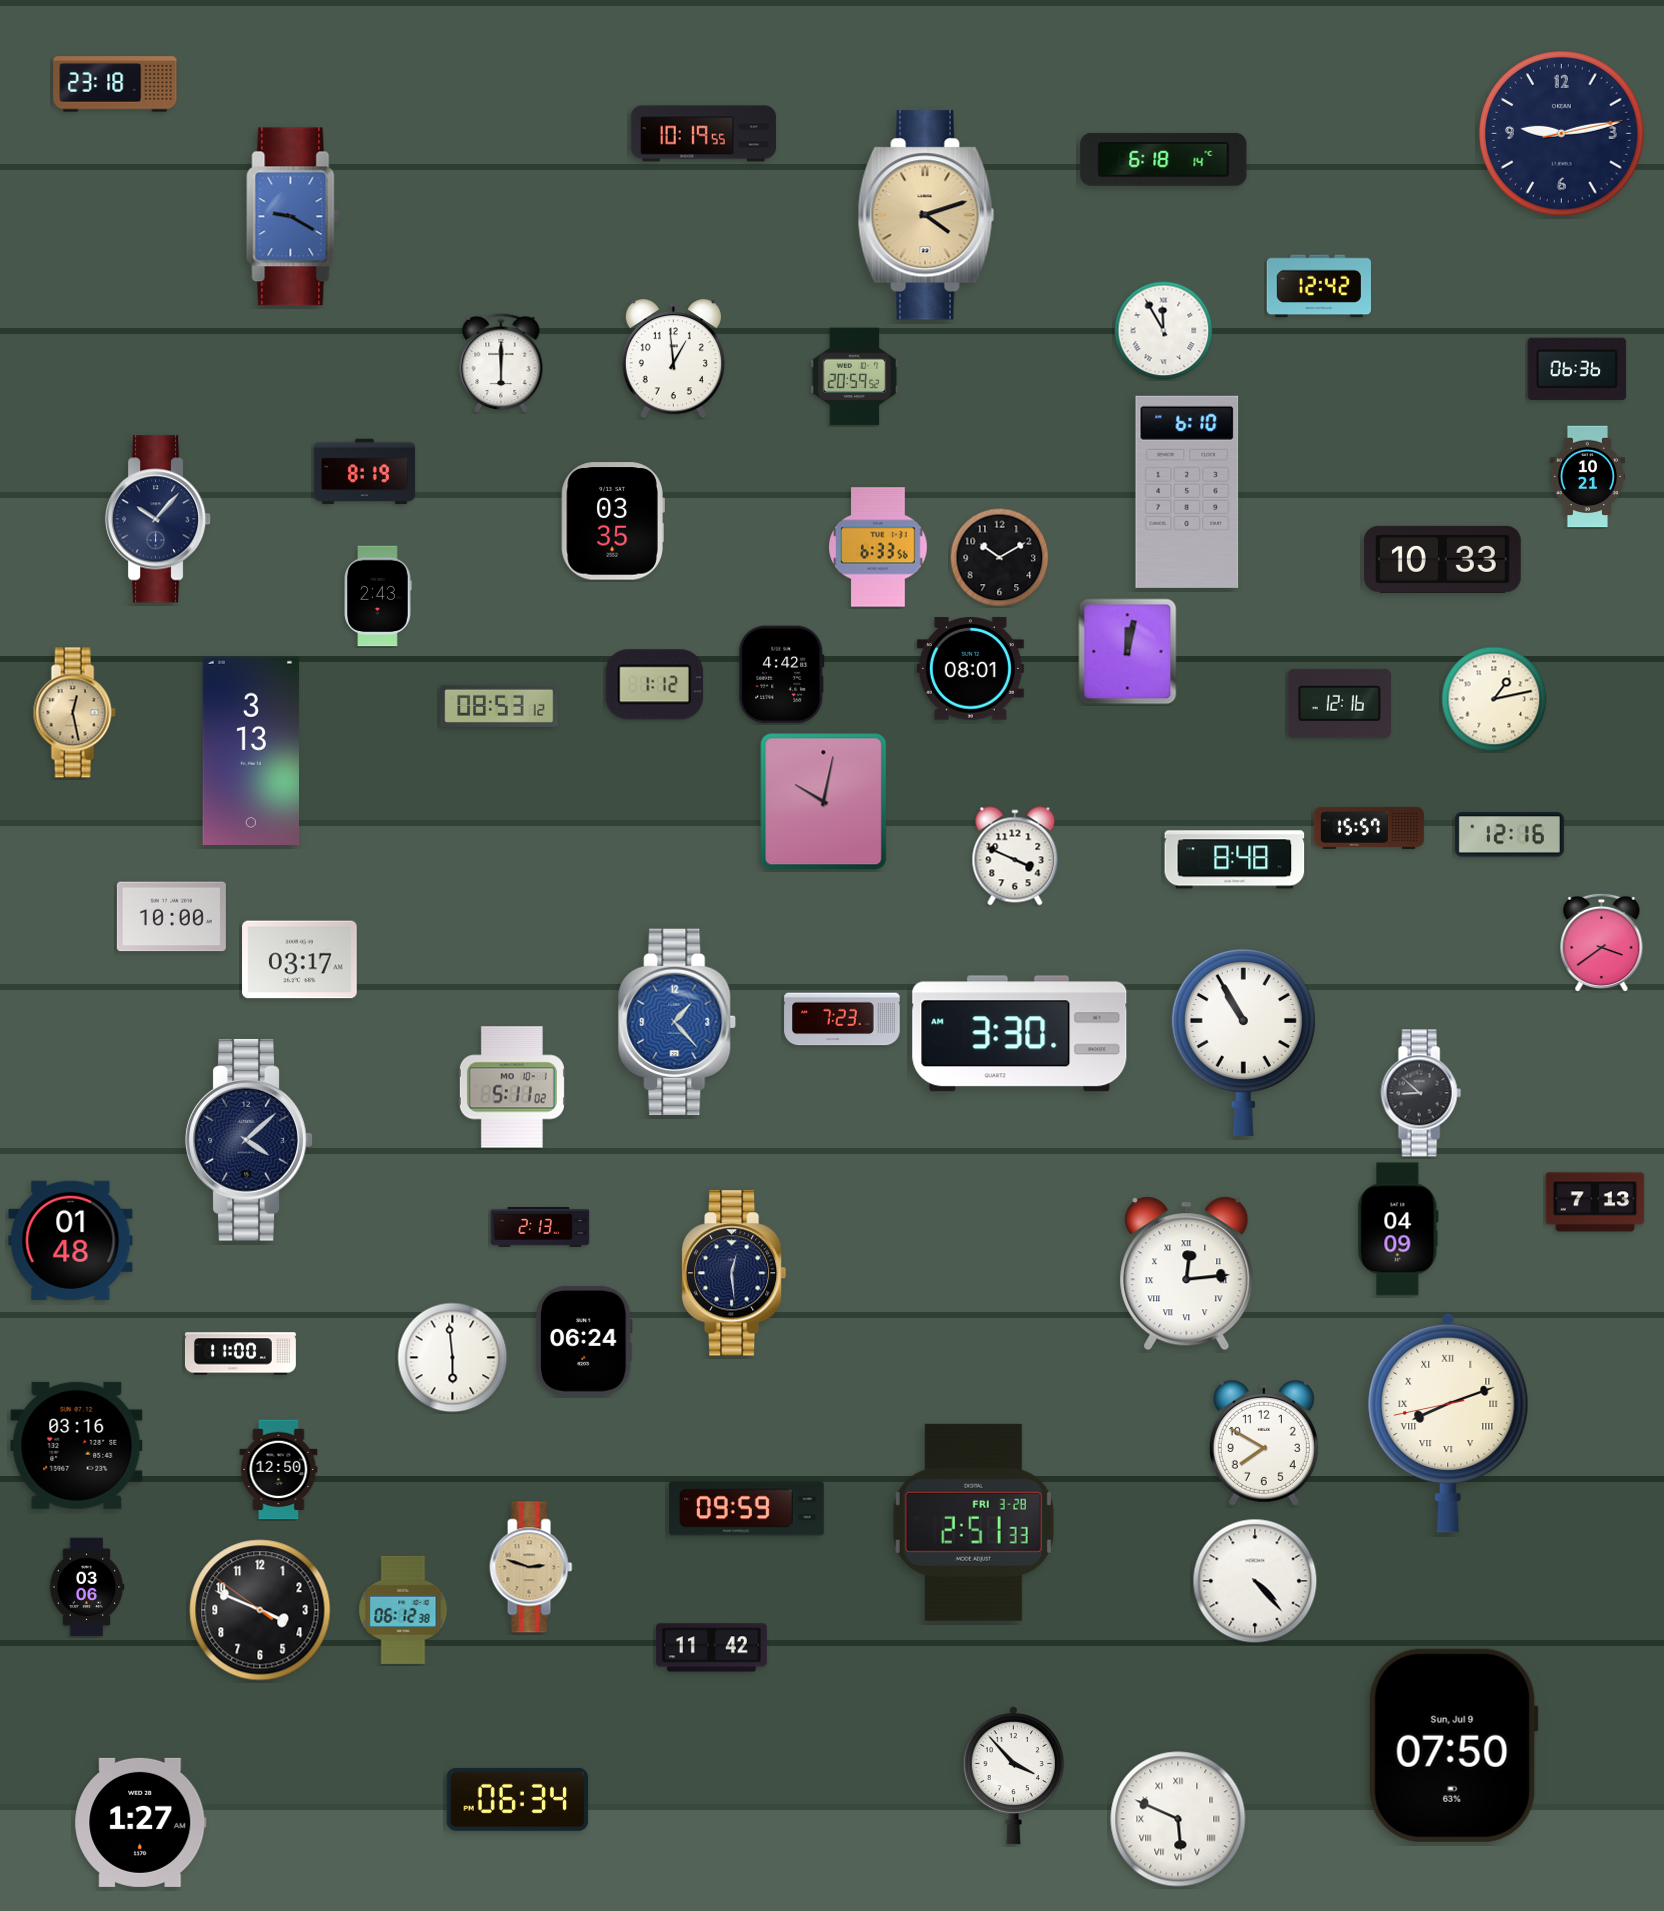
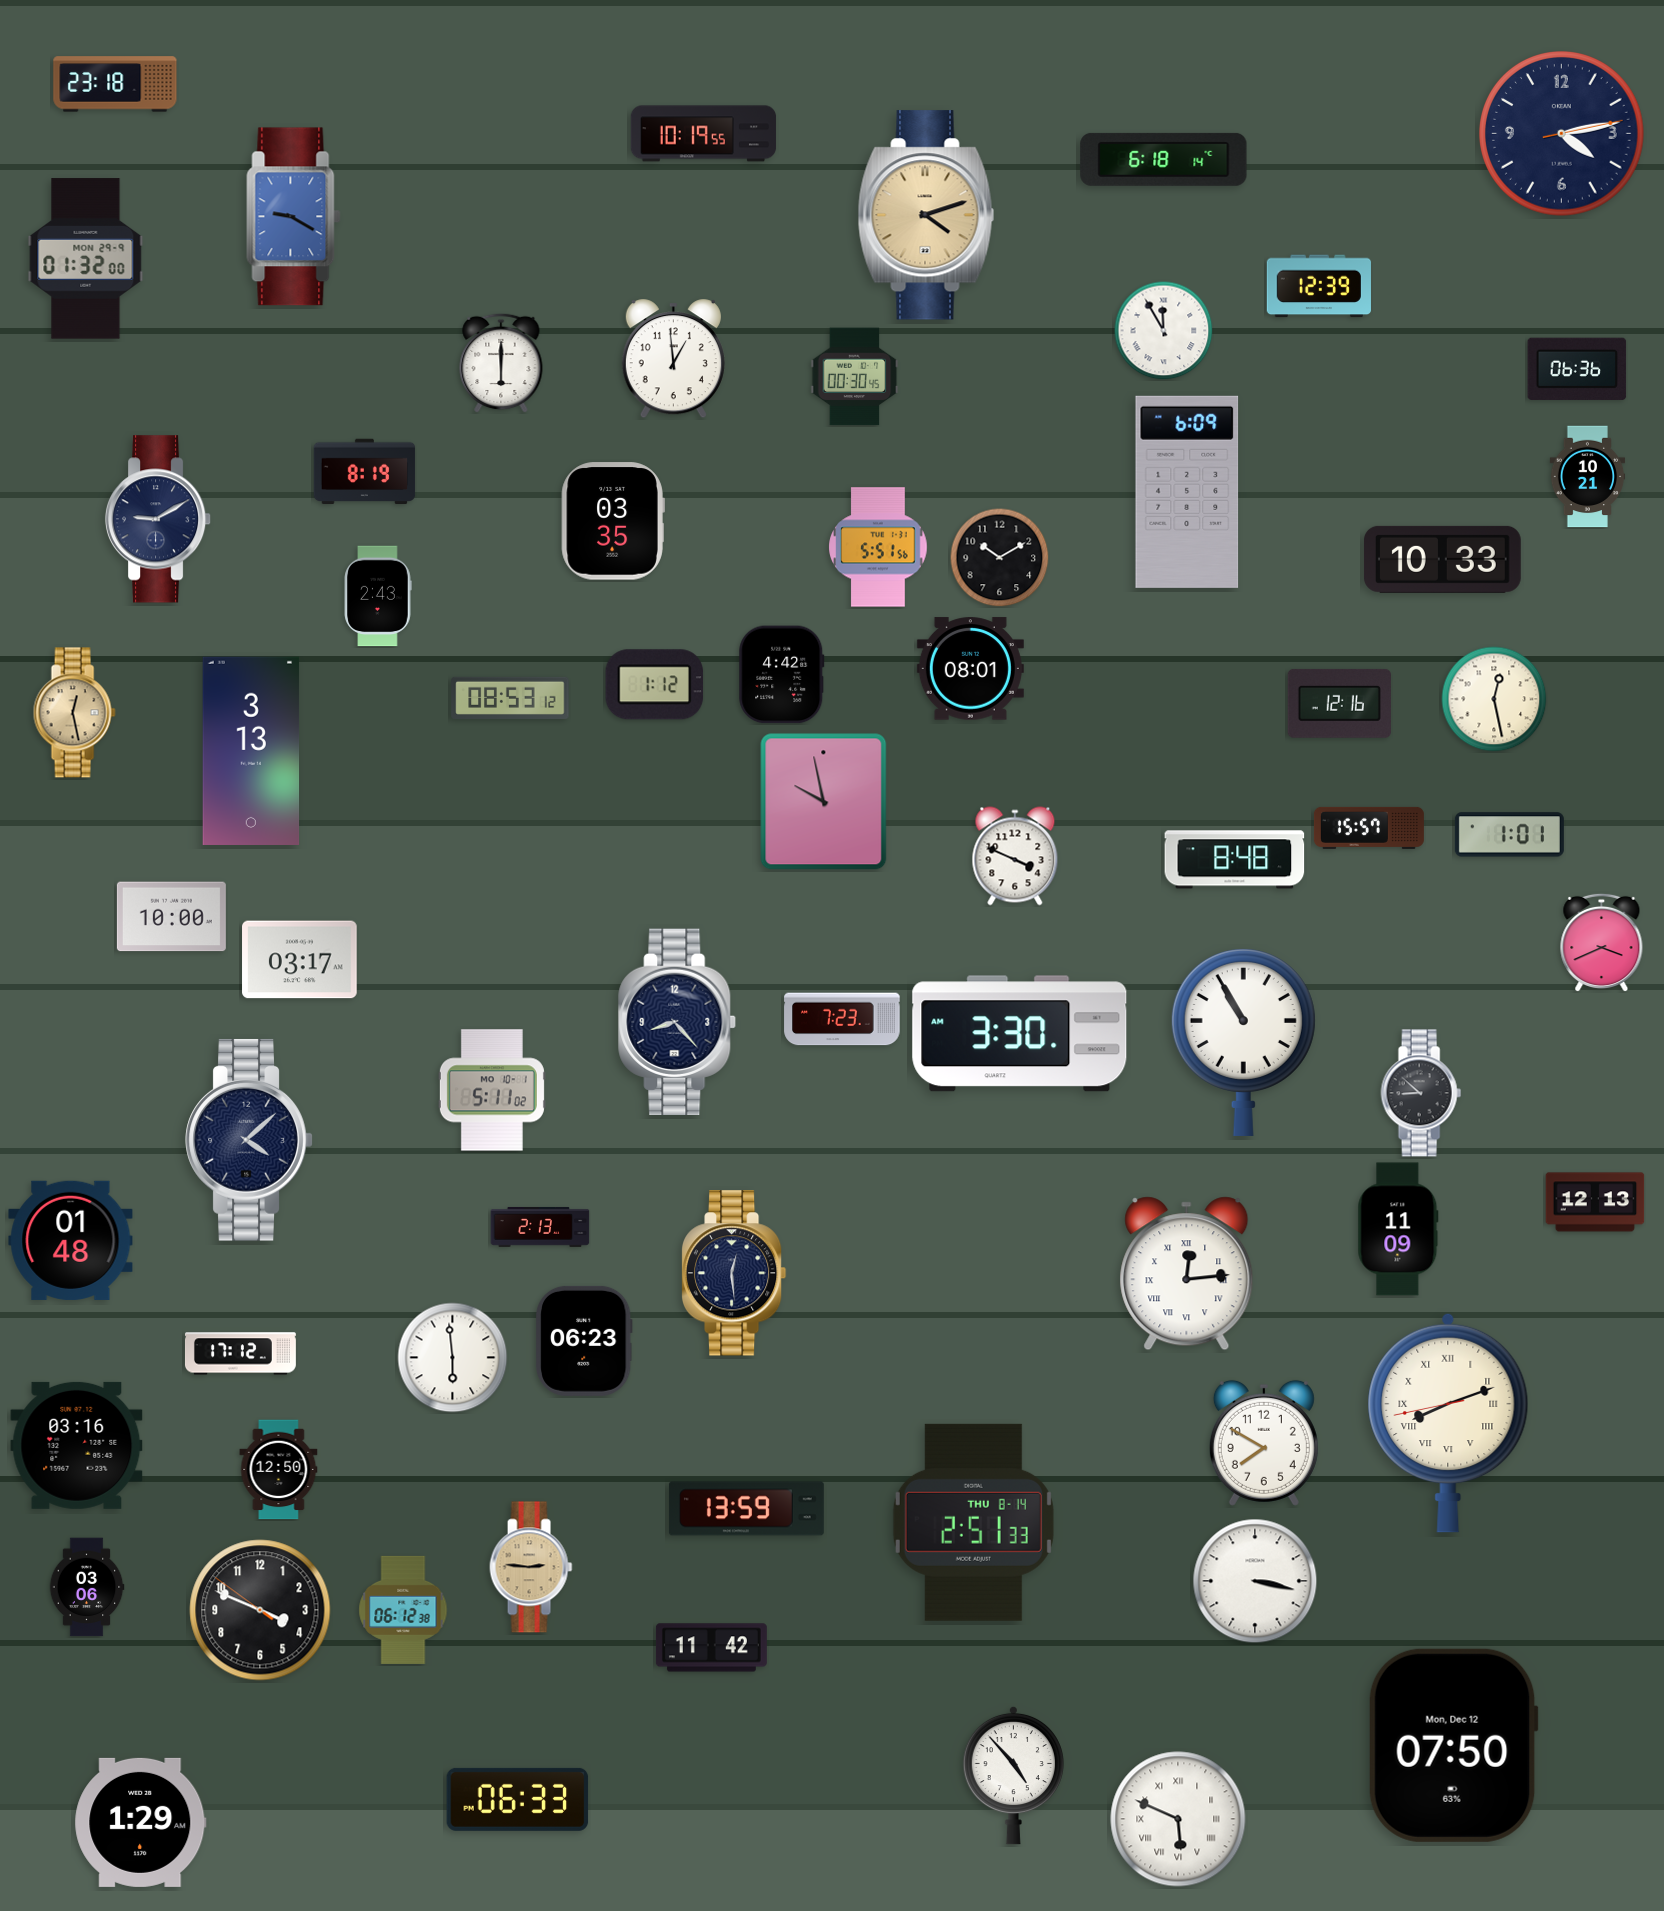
clock at (1562, 134): 9:13 -> 4:13
clock at (86, 259): none -> 01:32
clock at (1319, 286): 12:42 -> 12:39
clock at (855, 377): 20:59 -> 00:30
clock at (1187, 492): 6:10 -> 6:09
clock at (158, 519): 10:07 -> 9:10
clock at (878, 547): 6:33 -> 5:51
clock at (1128, 652): 12:02 -> none
clock at (1494, 699): 1:13 -> 12:28
clock at (499, 706) position: (499, 706) -> (510, 698)
clock at (824, 802): 10:02 -> 9:58
clock at (1509, 835): 12:16 -> 1:01
clock at (1602, 942): 3:39 -> 3:41
clock at (678, 1021): 1:23 -> 8:23
clock at (678, 1021) dial: blue -> navy
clock at (512, 1087) position: (512, 1087) -> (492, 1090)
clock at (1595, 1202): 7:13 -> 12:13
clock at (1398, 1229): 04:09 -> 11:09
clock at (584, 1341): 06:24 -> 06:23
clock at (240, 1354): 11:00 -> 17:12
clock at (746, 1509): 09:59 -> 13:59
clock at (973, 1522) date: FRI 3-28 -> THU 8-14
clock at (531, 1567): 2:48 -> 2:46
clock at (1255, 1581): 4:23 -> 3:17
clock at (1453, 1745) date: Sun, Jul 9 -> Mon, Dec 12
clock at (1013, 1775): 3:53 -> 4:53
clock at (518, 1799): 06:34 -> 06:33
clock at (141, 1822): 1:27 -> 1:29
